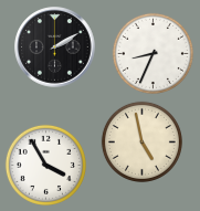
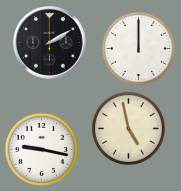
clock at (152, 53): 8:34 -> 12:00
clock at (45, 165): 3:55 -> 9:17
